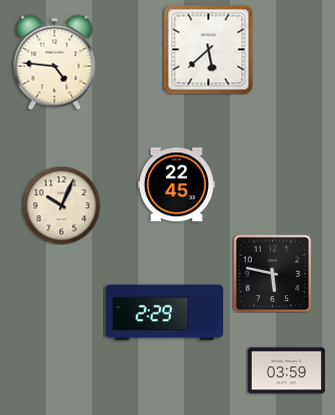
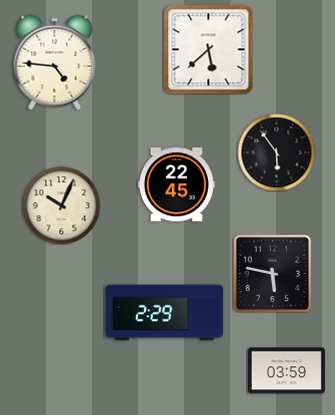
clock at (276, 152): none -> 5:54
